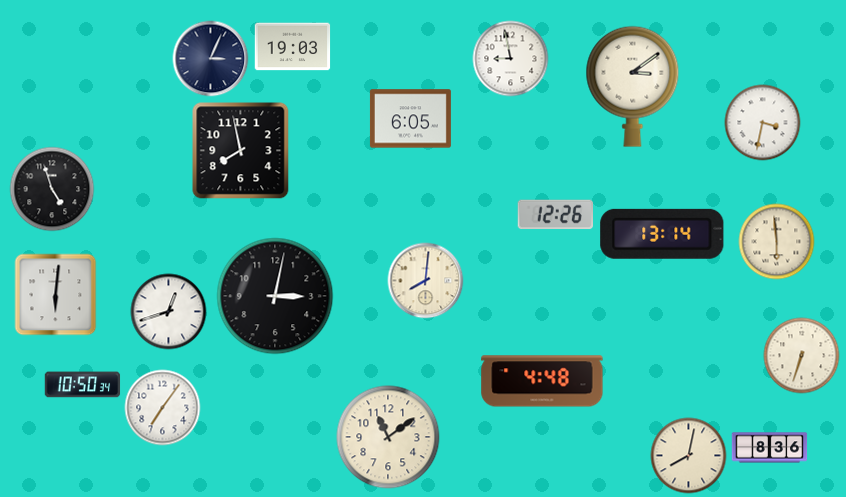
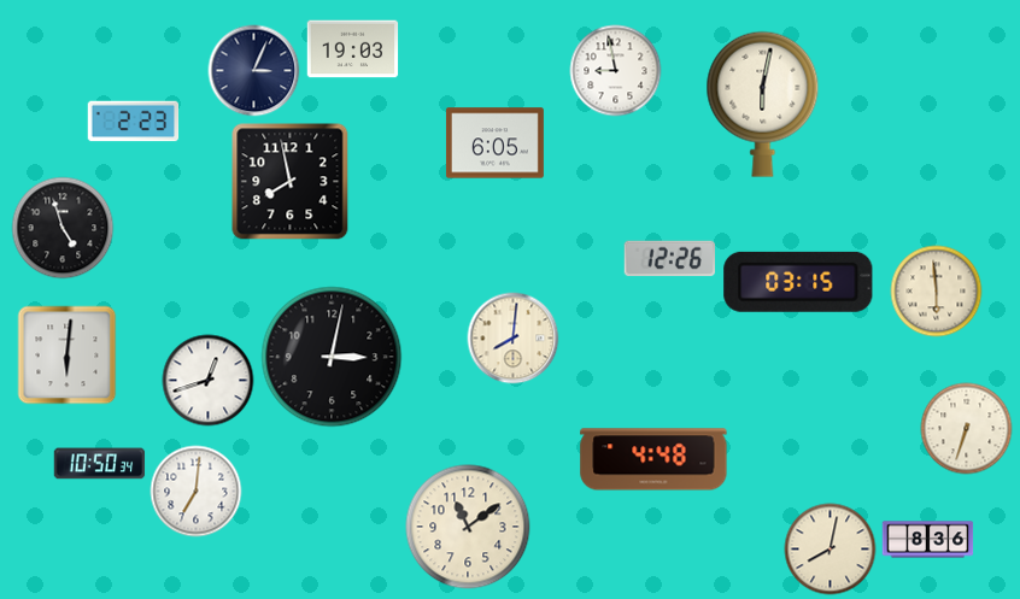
clock at (293, 47) position: (293, 47) -> (353, 49)
clock at (633, 86): 3:09 -> 6:02
clock at (134, 122): none -> 2:23
clock at (763, 123): 3:32 -> none
clock at (662, 234): 13:14 -> 03:15
clock at (169, 312) position: (169, 312) -> (209, 381)
clock at (163, 408): 7:06 -> 7:01
